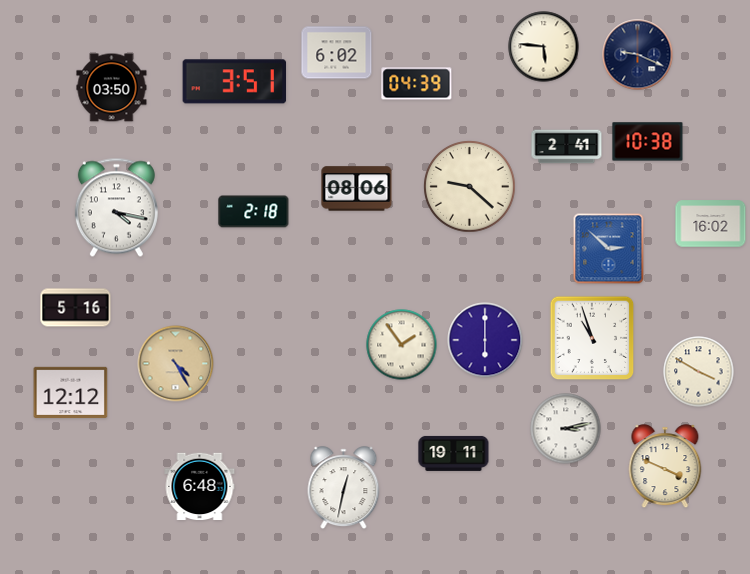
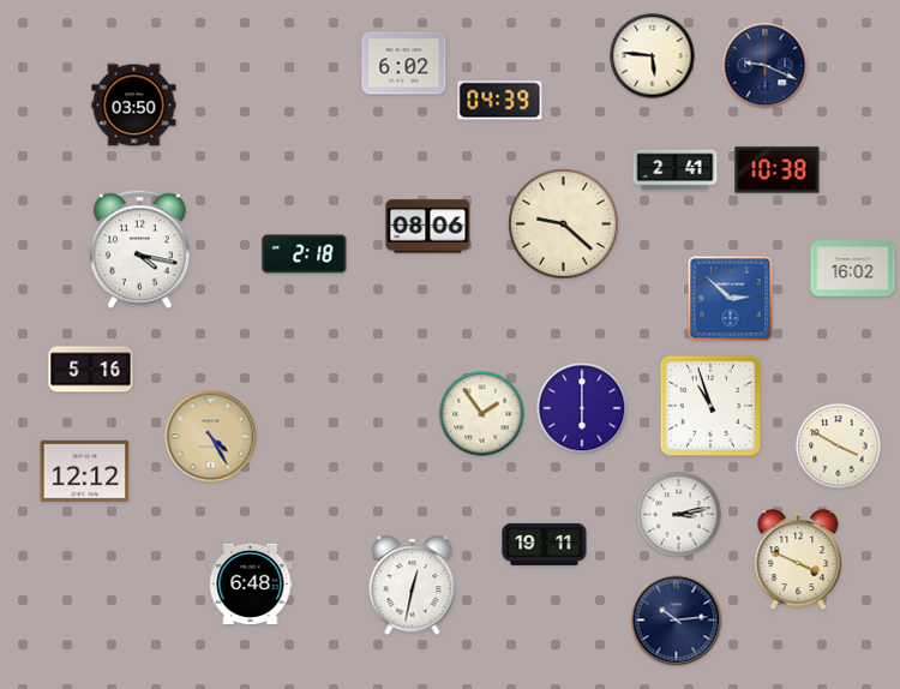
clock at (235, 82): 3:51 -> none
clock at (567, 147) position: (567, 147) -> (676, 170)
clock at (200, 487) position: (200, 487) -> (251, 585)
clock at (677, 621): none -> 10:14
